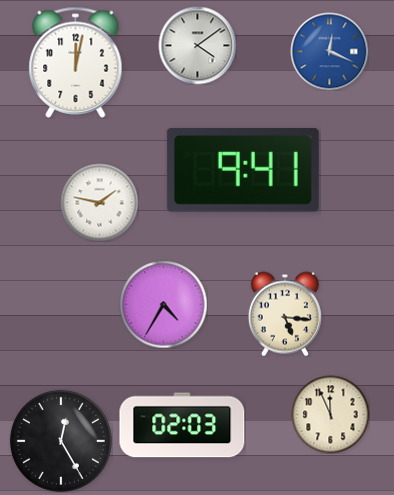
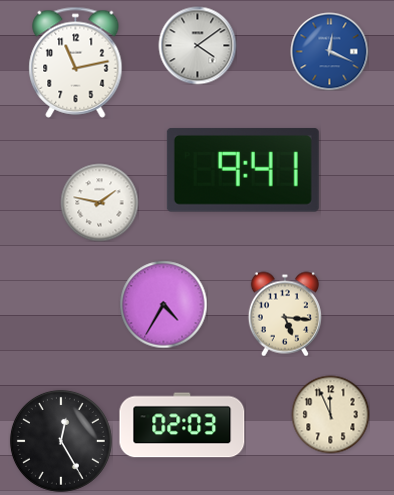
clock at (76, 62): 12:02 -> 11:13
